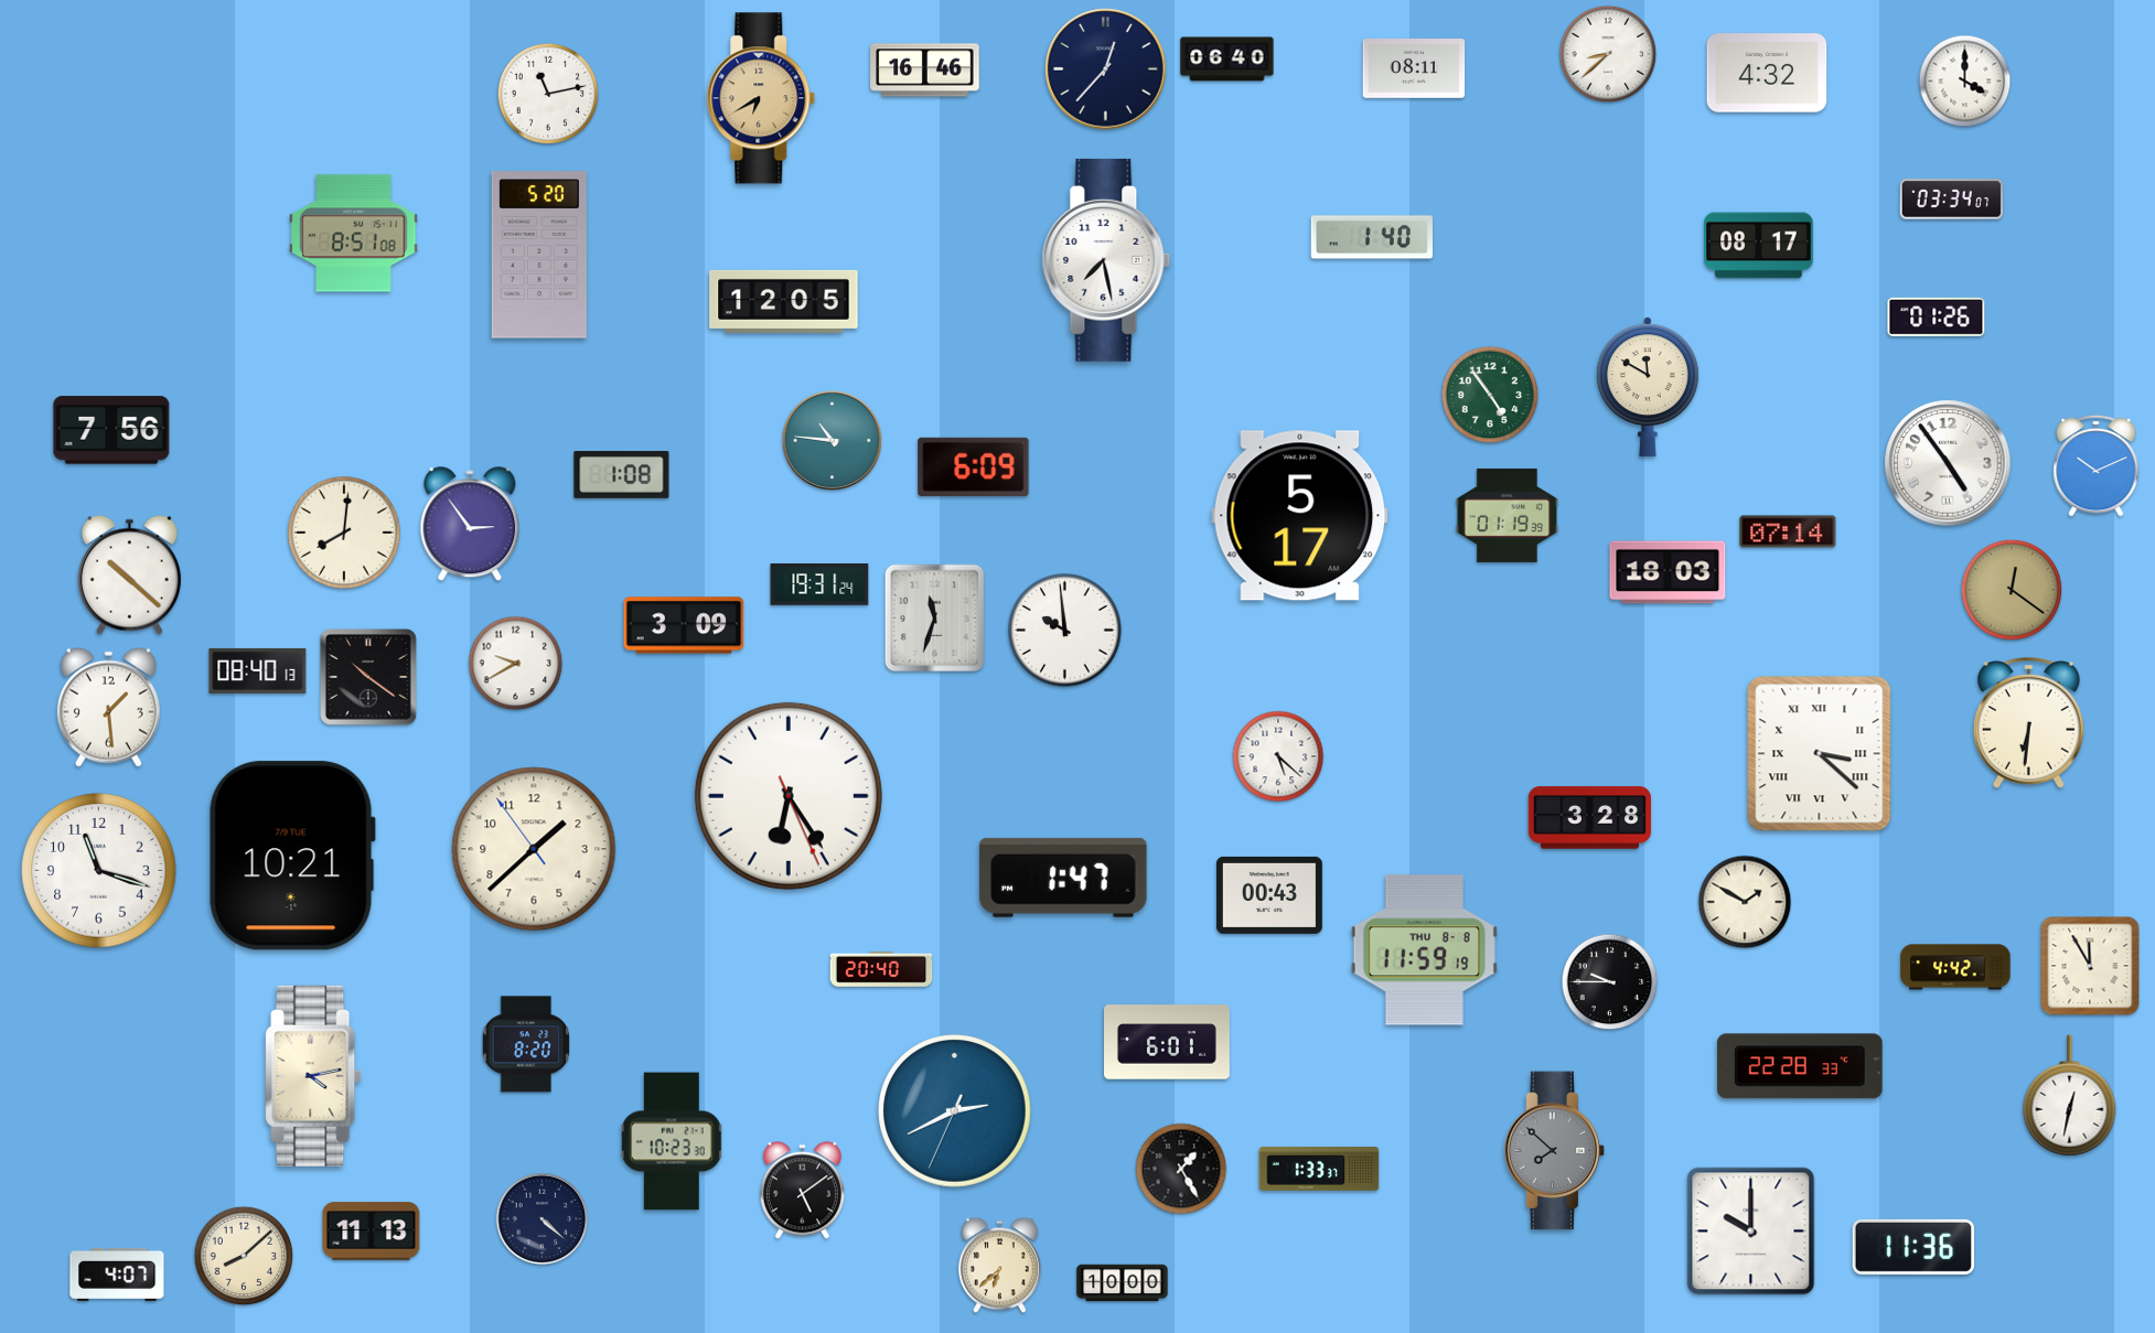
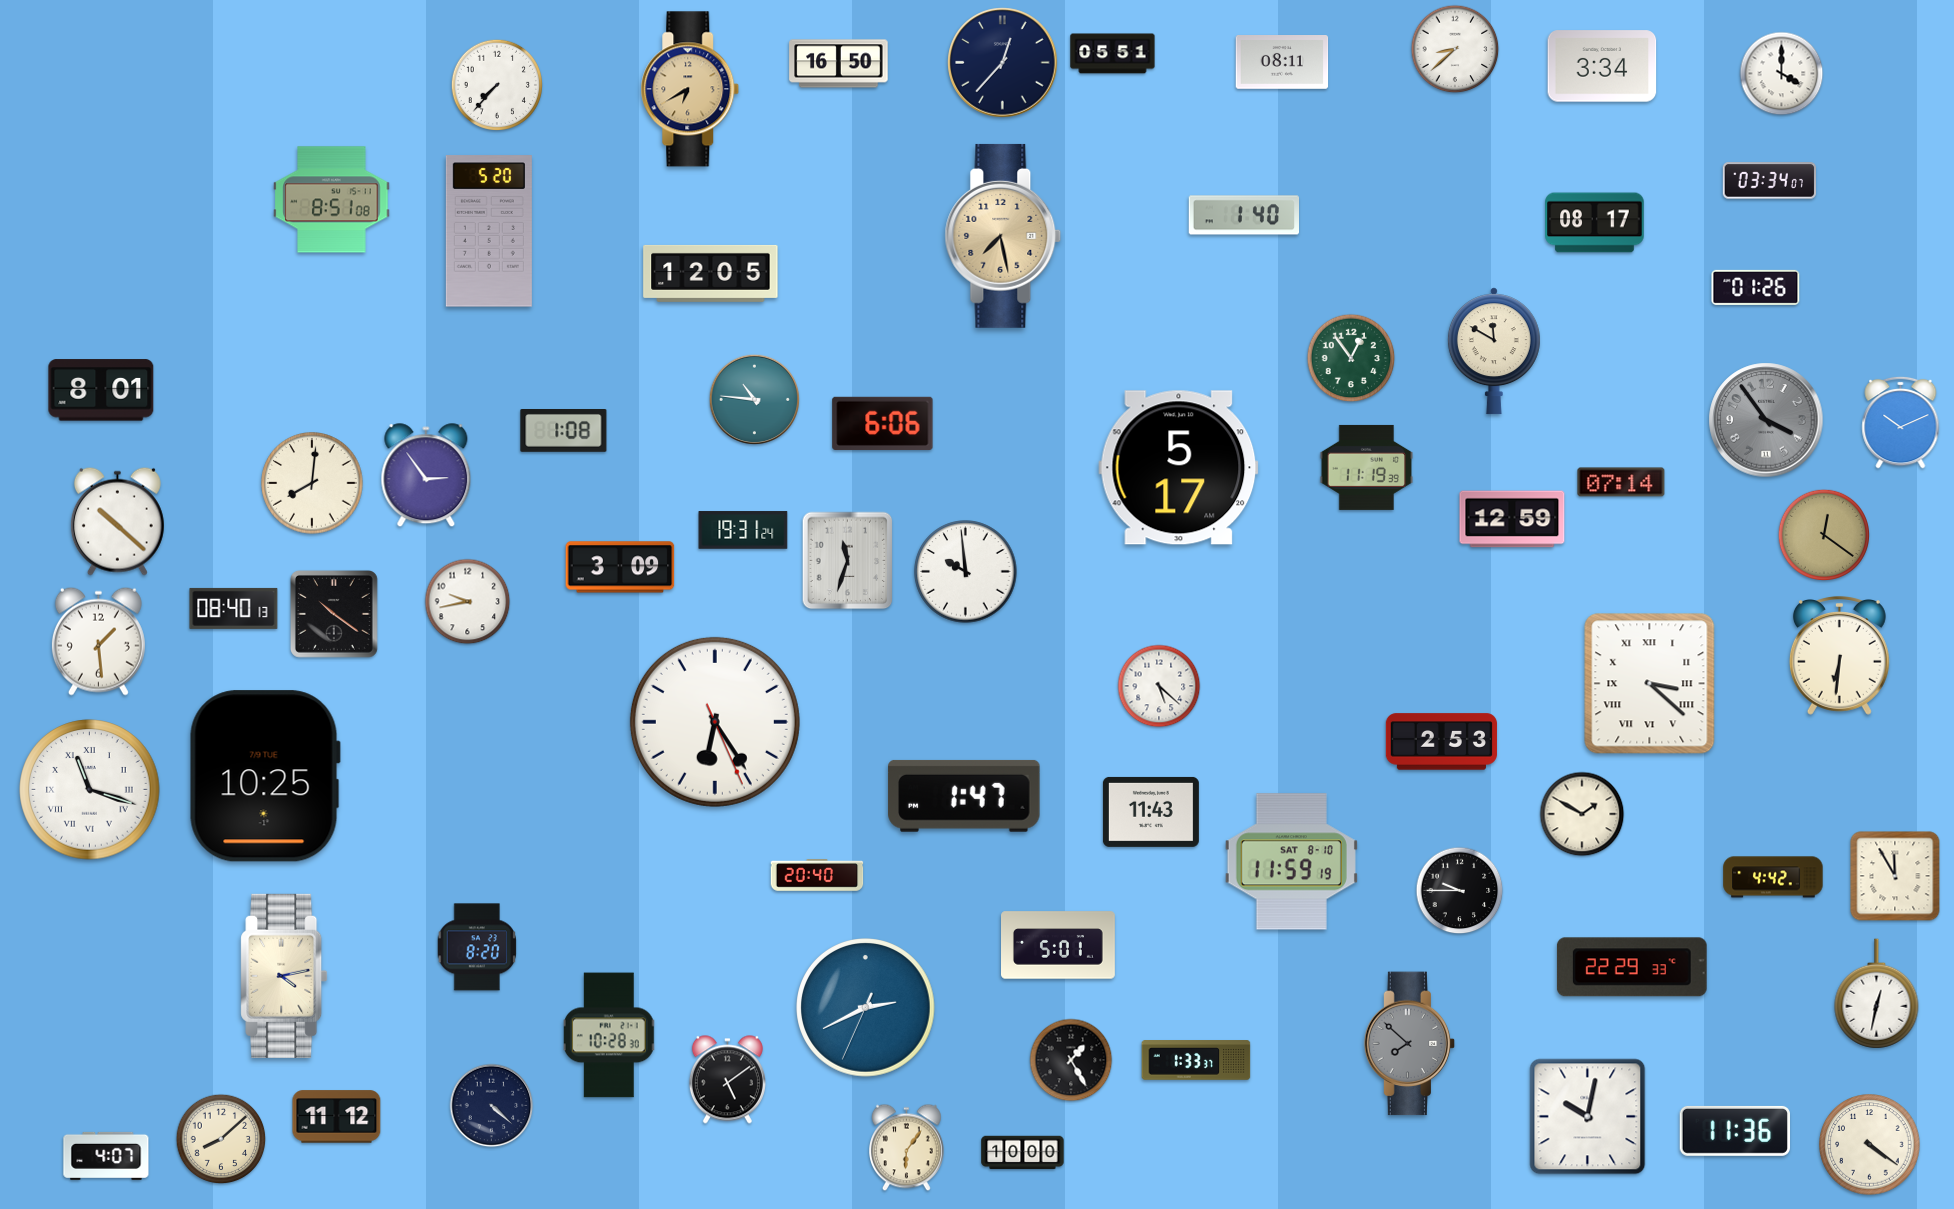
clock at (1608, 54) position: (1608, 54) -> (1455, 49)
clock at (1227, 60): 06:40 -> 05:51
clock at (925, 71): 16:46 -> 16:50
clock at (1767, 73): 4:32 -> 3:34
clock at (547, 93): 11:13 -> 7:37
clock at (354, 234) position: (354, 234) -> (332, 200)
clock at (1106, 260) dial: white -> champagne
clock at (1490, 395): 4:54 -> 12:54
clock at (111, 430): 7:56 -> 8:01
clock at (1948, 463): 4:54 -> 3:54
clock at (1948, 463) dial: white -> grey
clock at (974, 466): 6:09 -> 6:06
clock at (1507, 515): 01:19 -> 11:19
clock at (1668, 572): 18:03 -> 12:59
clock at (516, 664): 9:40 -> 9:43
clock at (1589, 818): 3:28 -> 2:53
clock at (534, 849): 1:37 -> none
clock at (292, 856): 10:21 -> 10:25
clock at (99, 871) numerals: Arabic -> Roman
clock at (1269, 895): 00:43 -> 11:43
clock at (1745, 902) position: (1745, 902) -> (1582, 814)
clock at (1424, 950) date: THU 8-8 -> SAT 8-10
clock at (881, 969) position: (881, 969) -> (817, 875)
clock at (1168, 1042): 6:01 -> 5:01
clock at (1800, 1066): 22:28 -> 22:29
clock at (672, 1141): 10:23 -> 10:28
clock at (372, 1232): 11:13 -> 11:12
clock at (1751, 1232): 10:00 -> 10:02
clock at (1870, 1145): none -> 4:21
clock at (1000, 1266): 6:38 -> 6:06
clock at (1123, 1283) position: (1123, 1283) -> (1023, 1153)
